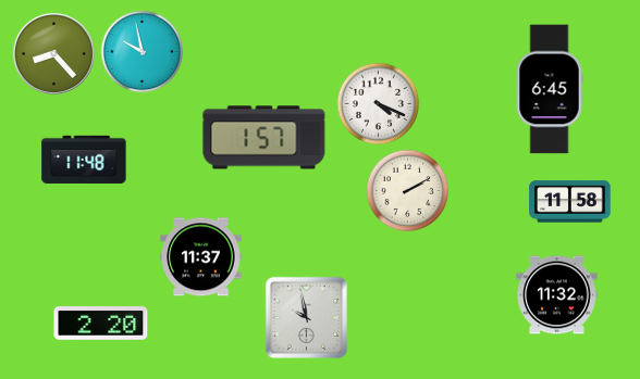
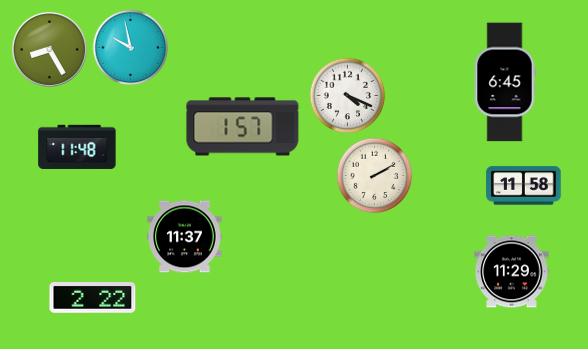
clock at (53, 53): 8:23 -> 8:25
clock at (557, 295): 11:32 -> 11:29
clock at (306, 317): 9:58 -> none
clock at (101, 324): 2:20 -> 2:22
